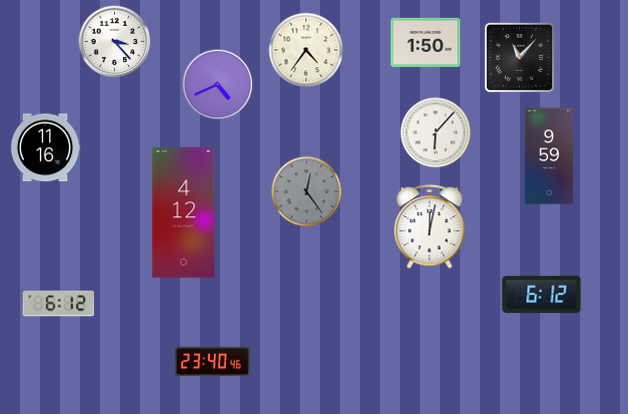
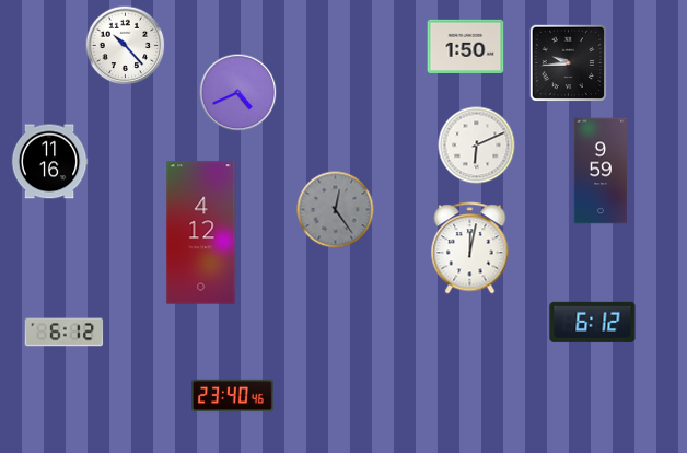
clock at (115, 42): 3:23 -> 10:23
clock at (306, 50): 4:36 -> none
clock at (519, 57): 11:07 -> 9:44
clock at (436, 133): 6:07 -> 6:11
